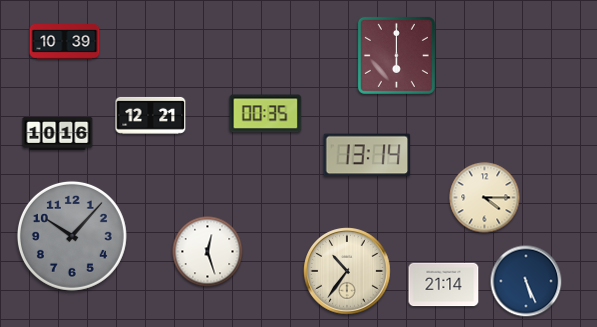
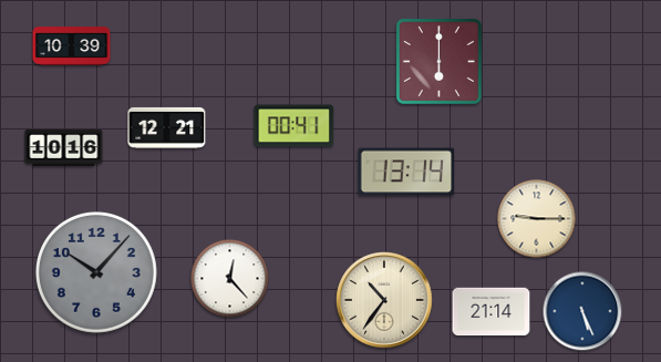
clock at (266, 114): 00:35 -> 00:41
clock at (485, 198): 4:15 -> 9:15
clock at (72, 236) position: (72, 236) -> (96, 272)
clock at (208, 252): 12:27 -> 12:23
clock at (444, 285) position: (444, 285) -> (492, 312)
